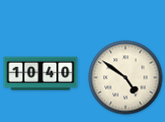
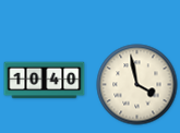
clock at (126, 78): 4:51 -> 3:58
